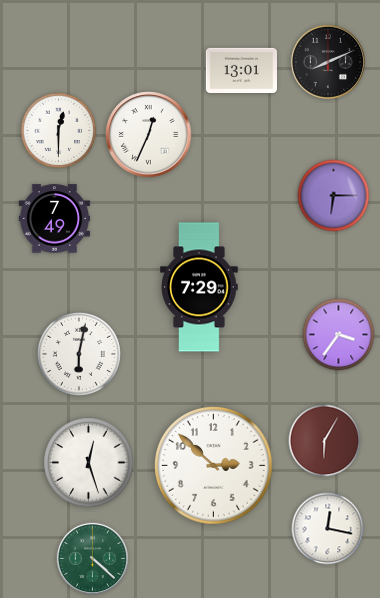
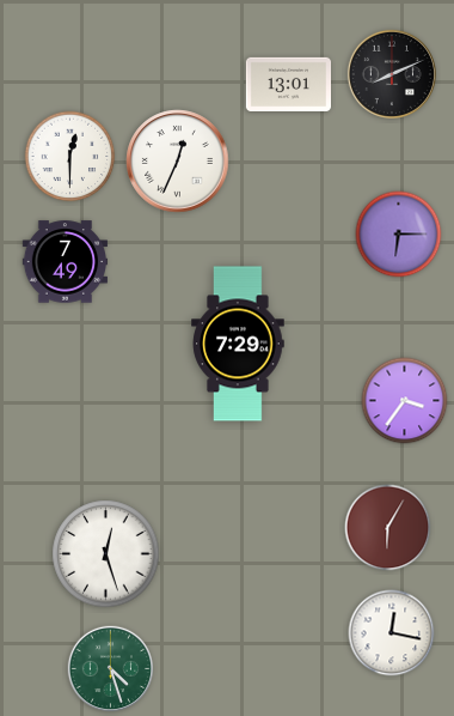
clock at (79, 354): 6:02 -> none
clock at (214, 466): 2:52 -> none
clock at (93, 559): 4:22 -> 4:27
